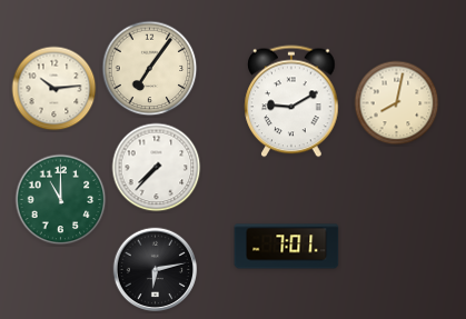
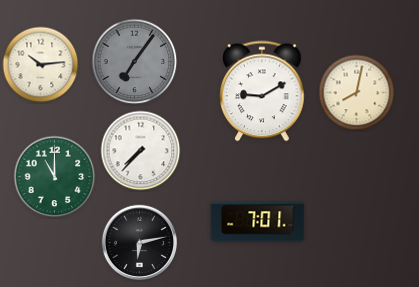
clock at (150, 69) dial: cream -> grey
clock at (54, 89) position: (54, 89) -> (41, 65)
clock at (61, 200) position: (61, 200) -> (55, 177)
